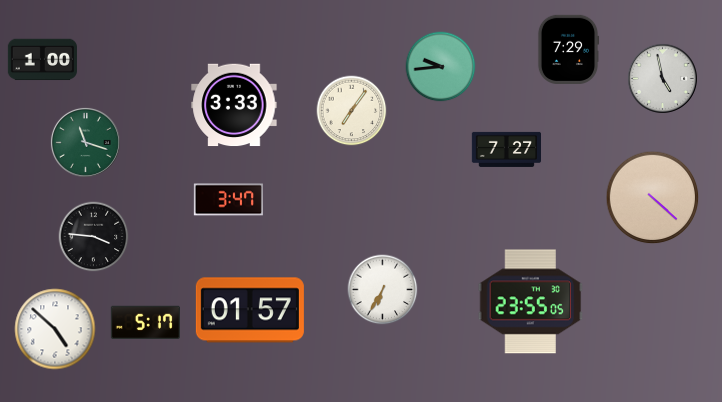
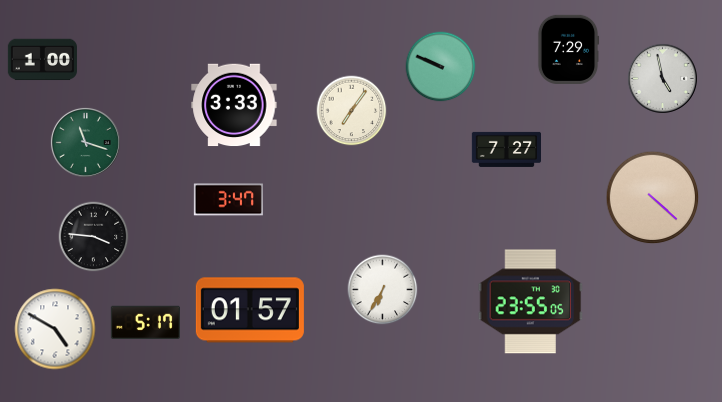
clock at (441, 67): 9:44 -> 9:49
clock at (55, 329): 4:52 -> 4:50
